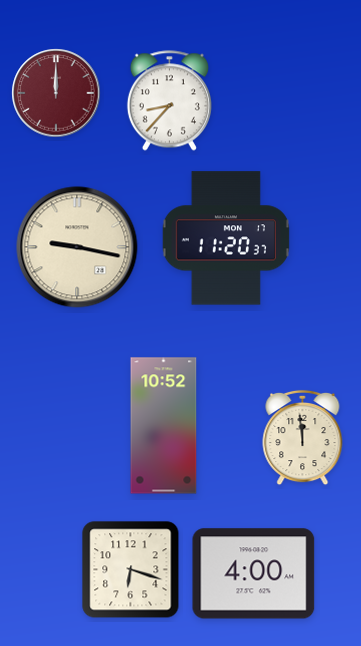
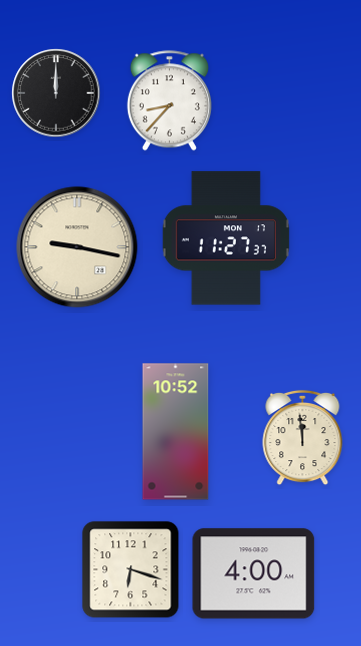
clock at (56, 93) dial: burgundy -> black
clock at (226, 238): 11:20 -> 11:27
clock at (164, 426) position: (164, 426) -> (176, 432)
